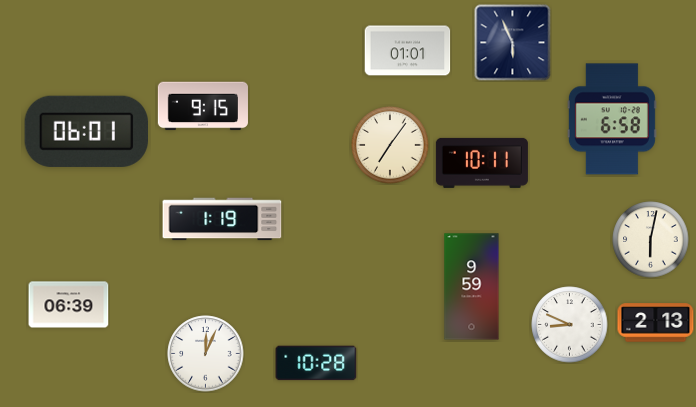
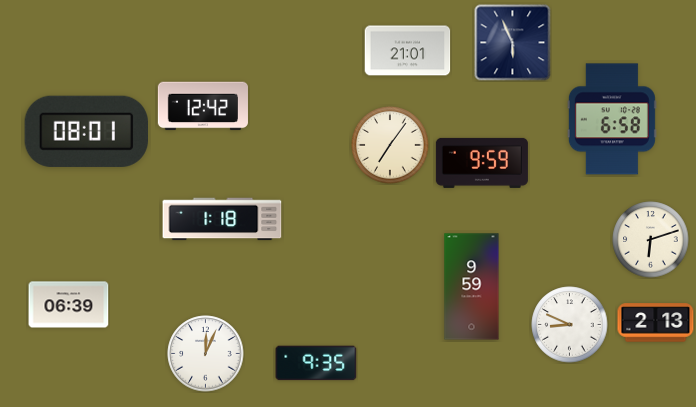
clock at (408, 51): 01:01 -> 21:01
clock at (203, 106): 9:15 -> 12:42
clock at (86, 131): 06:01 -> 08:01
clock at (482, 163): 10:11 -> 9:59
clock at (222, 219): 1:19 -> 1:18
clock at (651, 240): 6:02 -> 6:12
clock at (316, 363): 10:28 -> 9:35
